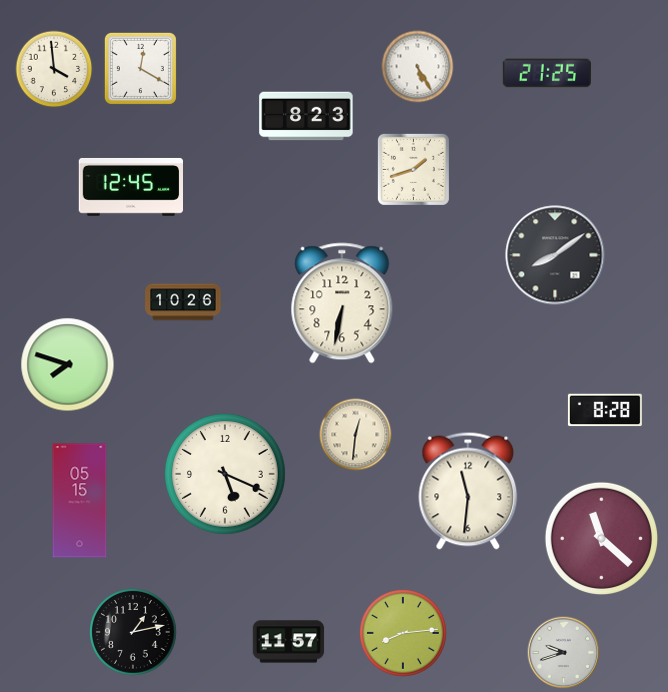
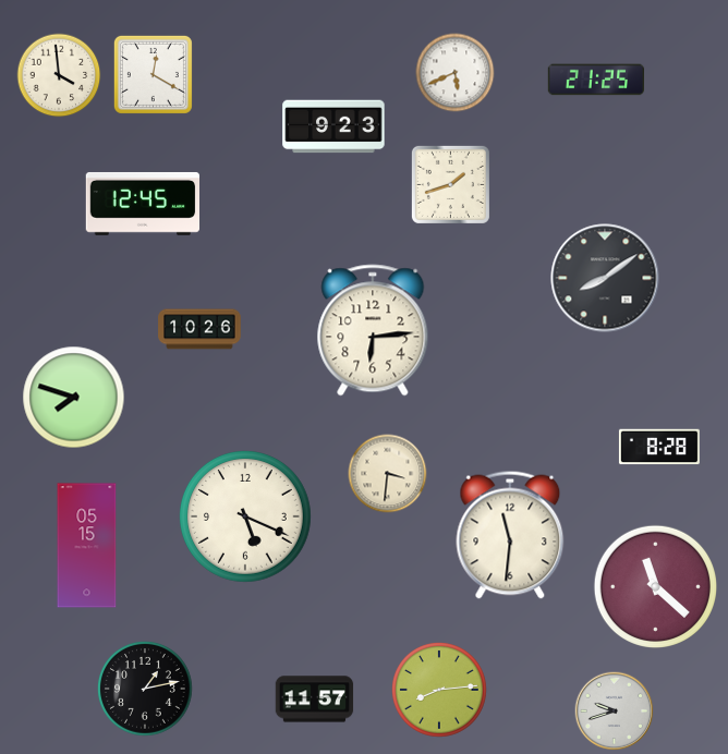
clock at (418, 67): 5:25 -> 5:41
clock at (306, 116): 8:23 -> 9:23
clock at (342, 303): 6:32 -> 6:14
clock at (356, 435): 12:31 -> 3:31
